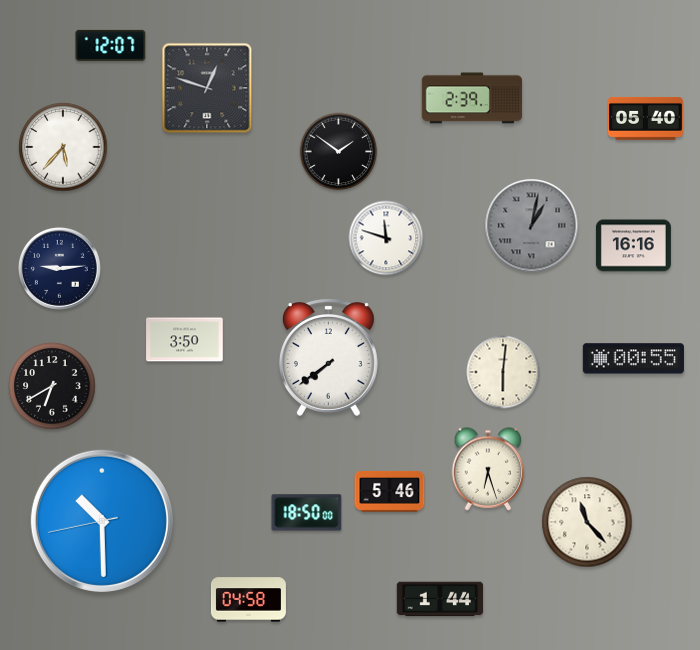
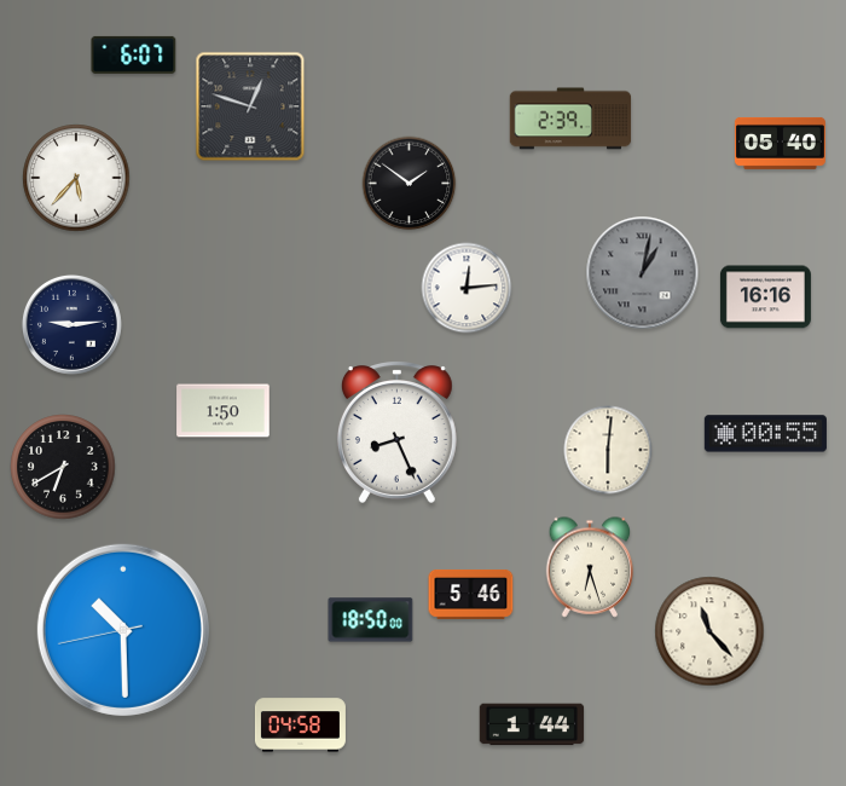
clock at (111, 45): 12:07 -> 6:07
clock at (386, 238): 11:48 -> 12:14
clock at (185, 340): 3:50 -> 1:50
clock at (328, 357): 7:39 -> 8:26
